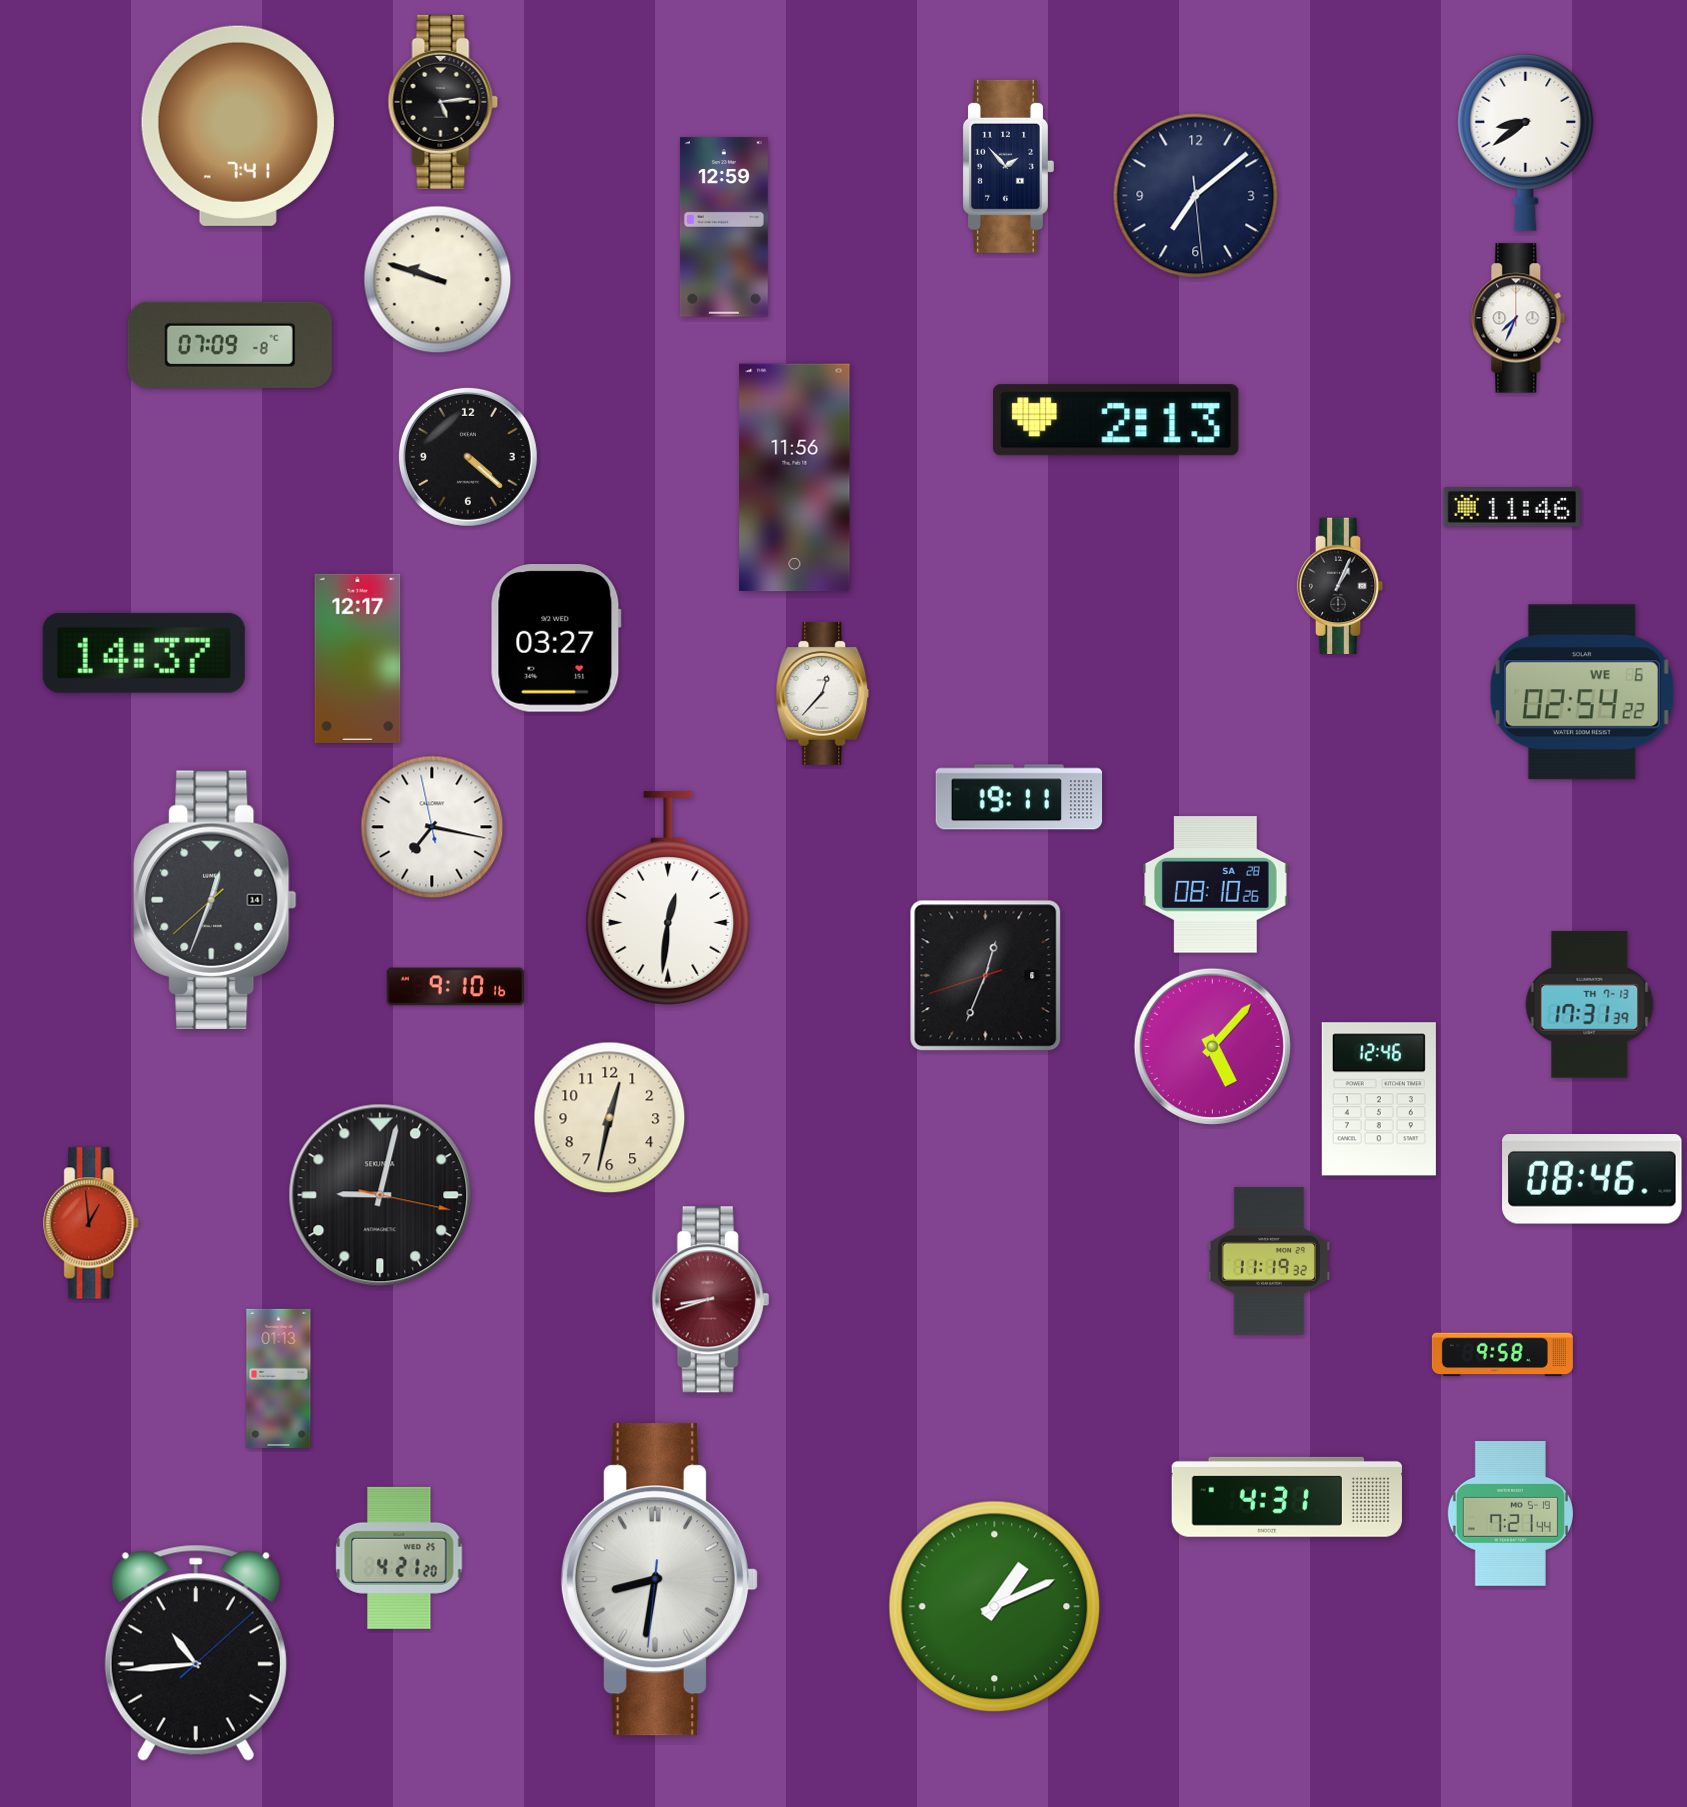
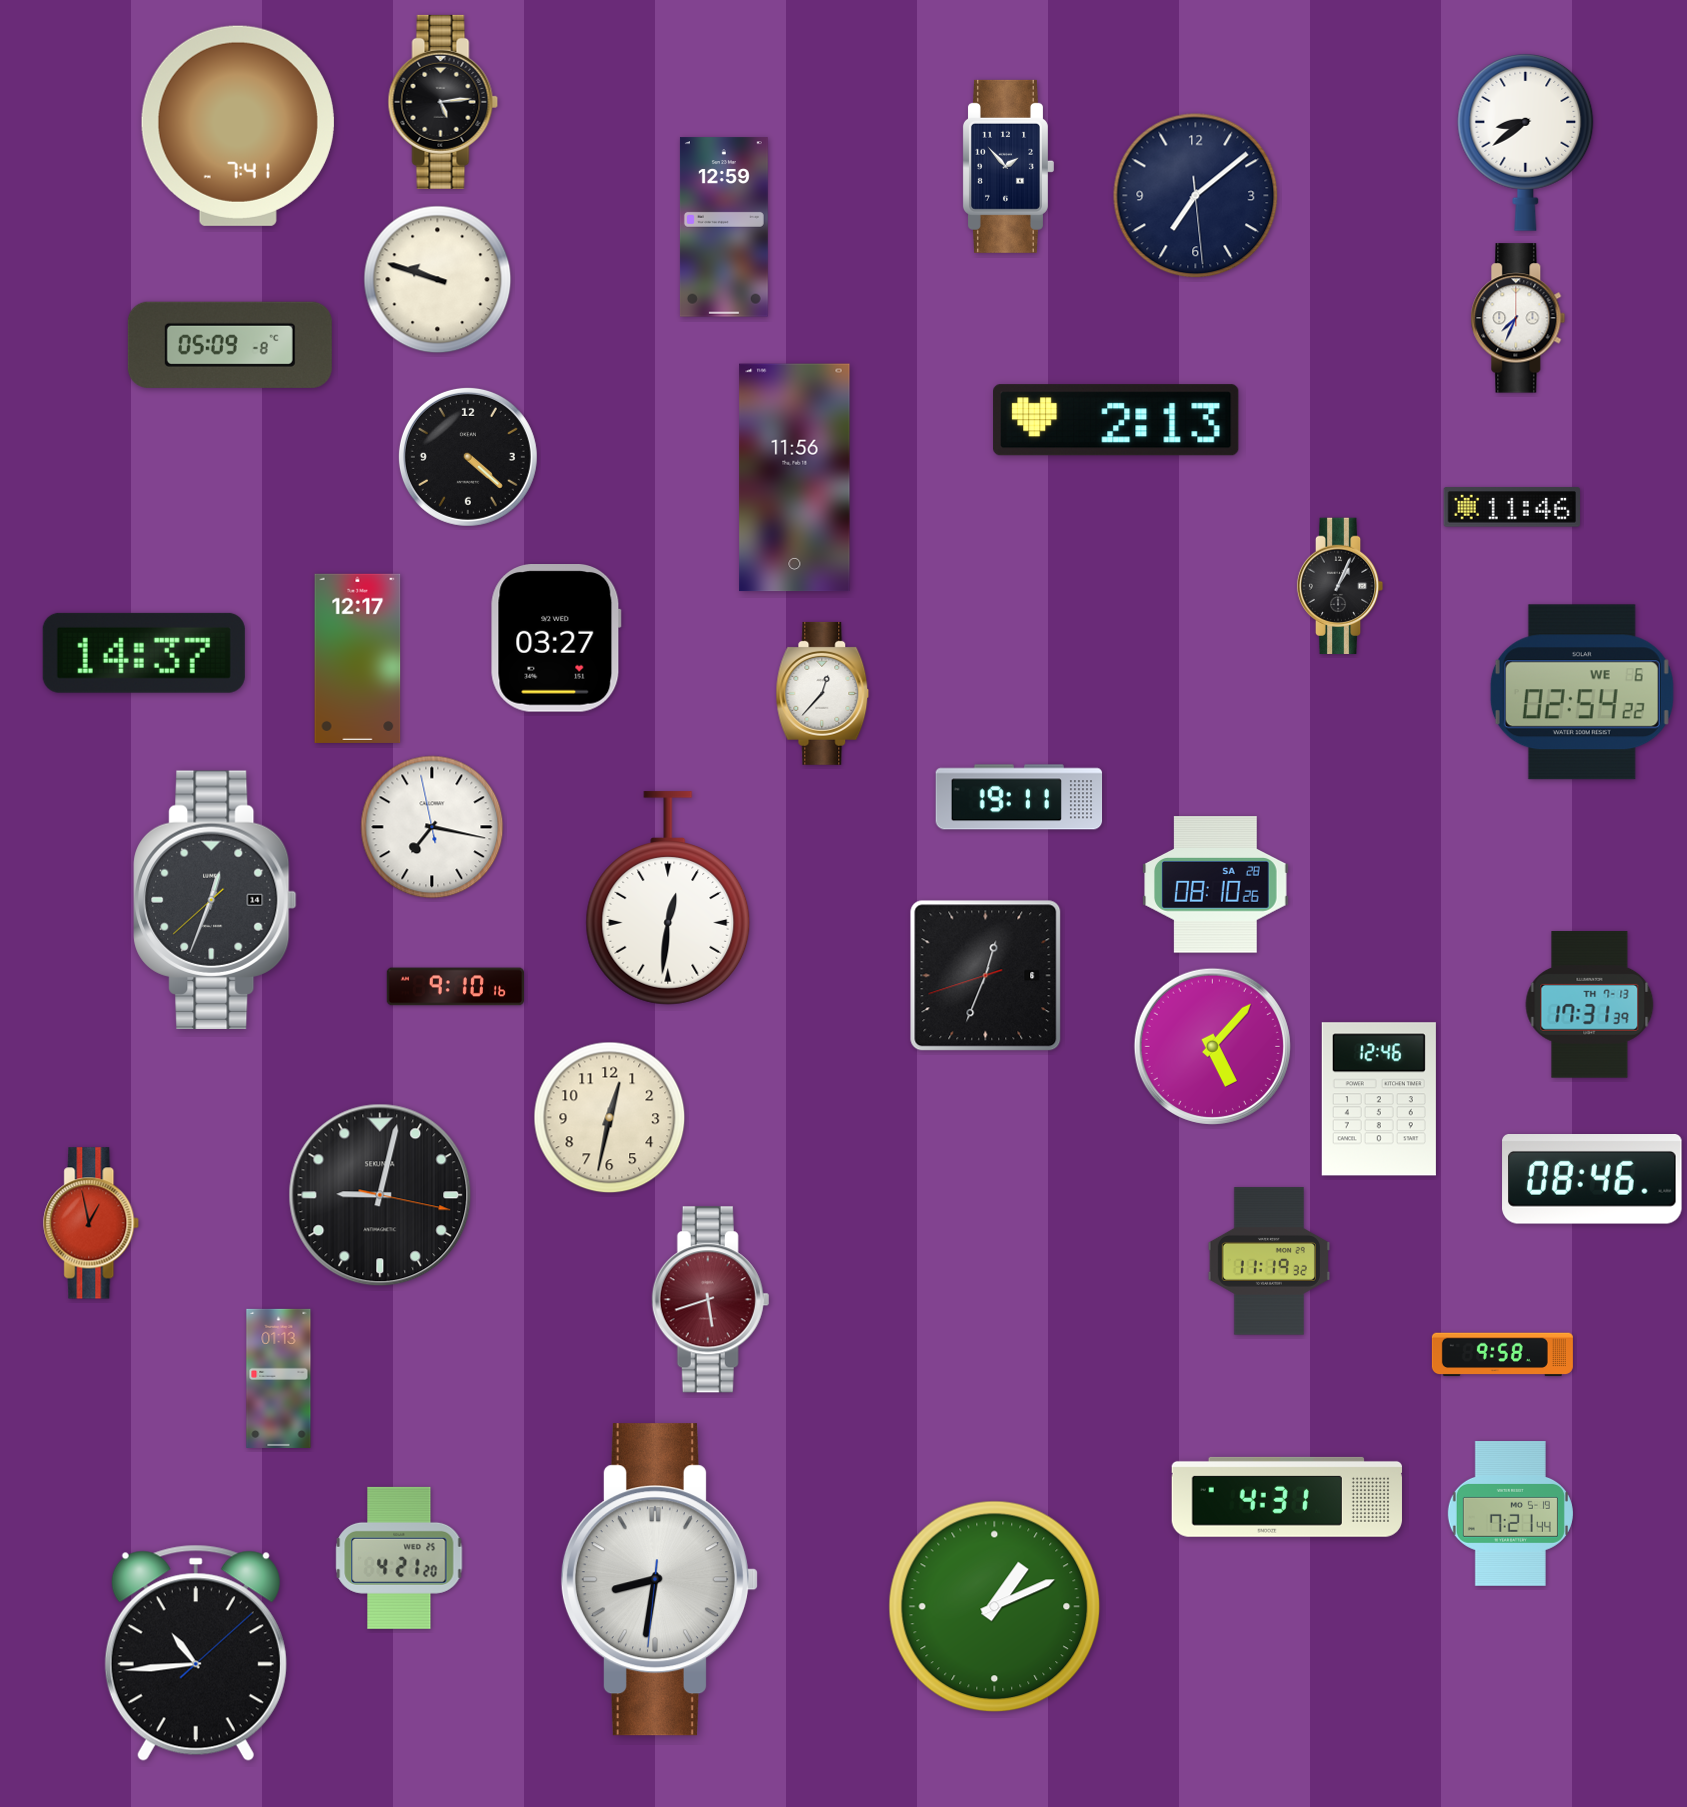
clock at (230, 345): 07:09 -> 05:09
clock at (92, 1223): 12:59 -> 12:58
clock at (711, 1300): 8:42 -> 5:42
